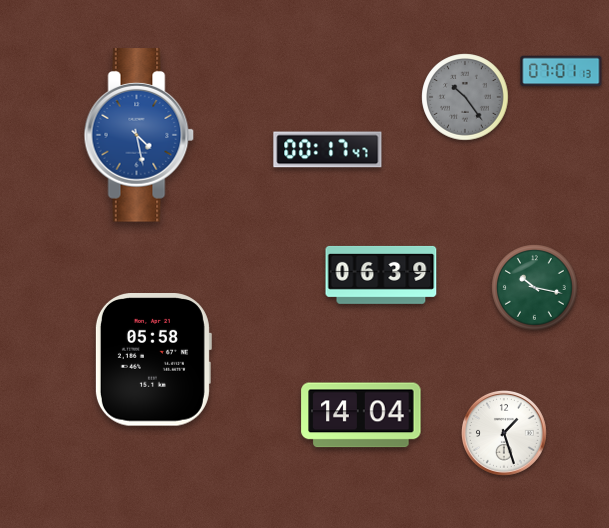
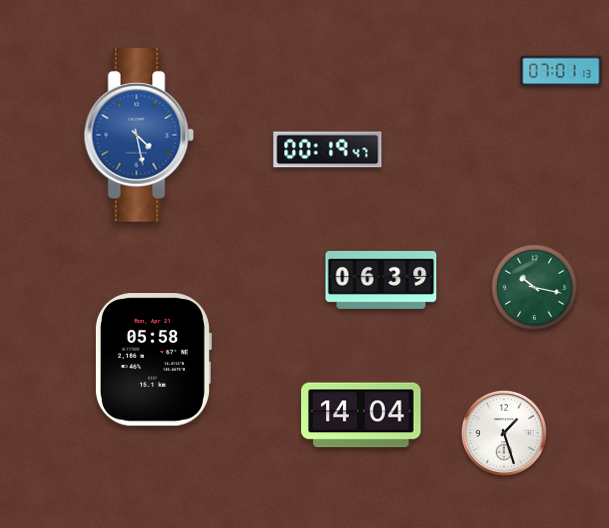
clock at (465, 97): 10:24 -> none
clock at (328, 150): 00:17 -> 00:19
clock at (381, 275) position: (381, 275) -> (381, 280)
